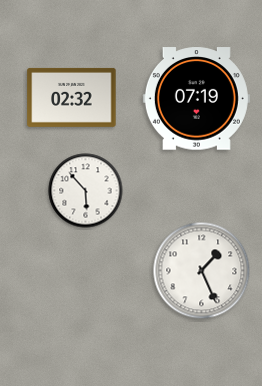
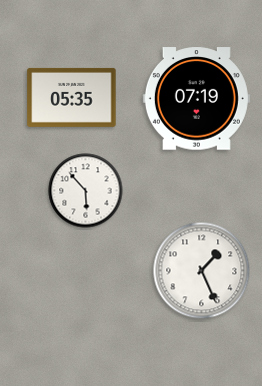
clock at (72, 97): 02:32 -> 05:35
